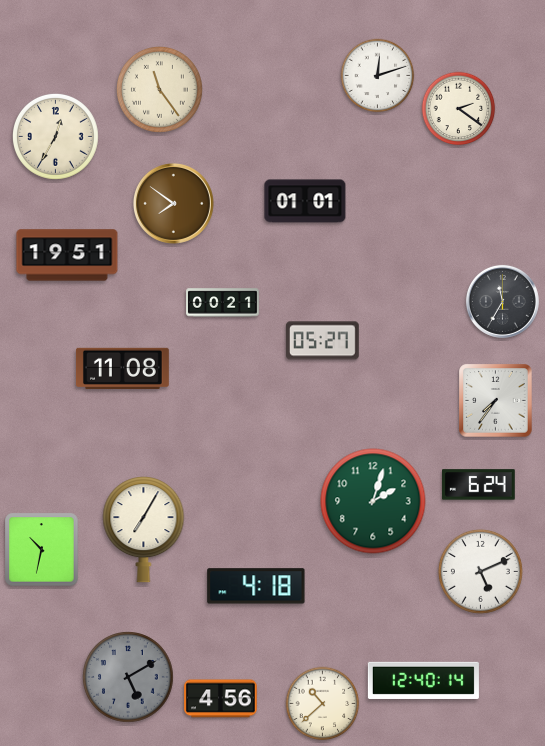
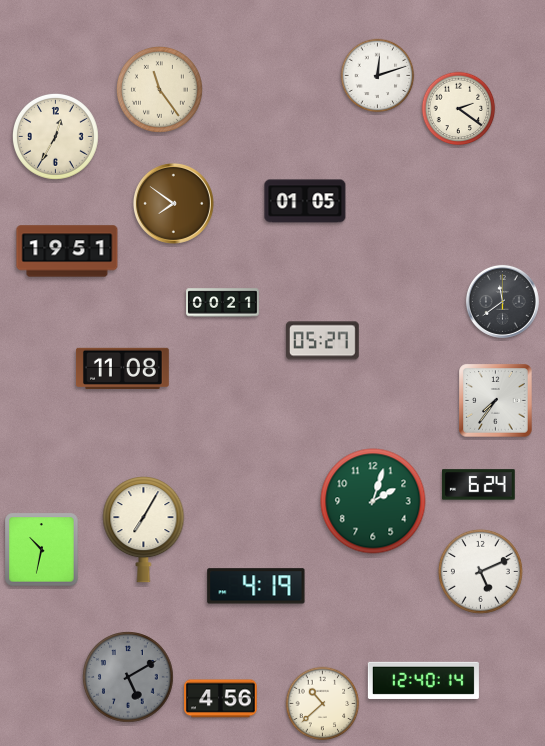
clock at (305, 201): 01:01 -> 01:05
clock at (67, 255) position: (67, 255) -> (67, 251)
clock at (502, 301): 11:35 -> 11:39
clock at (256, 586): 4:18 -> 4:19
